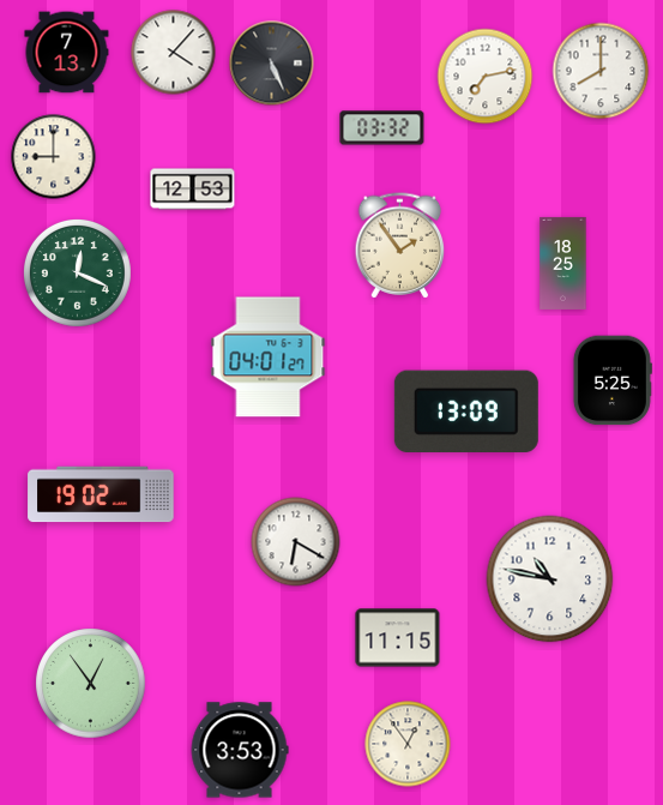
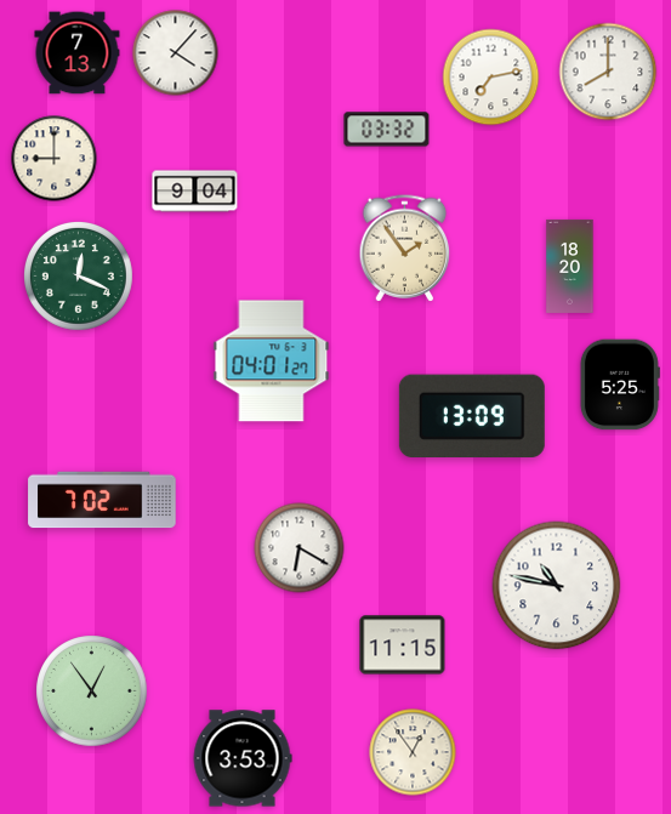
clock at (67, 53) position: (67, 53) -> (78, 53)
clock at (272, 64): 5:26 -> none
clock at (193, 190): 12:53 -> 9:04
clock at (563, 263): 18:25 -> 18:20
clock at (101, 494): 19:02 -> 7:02
